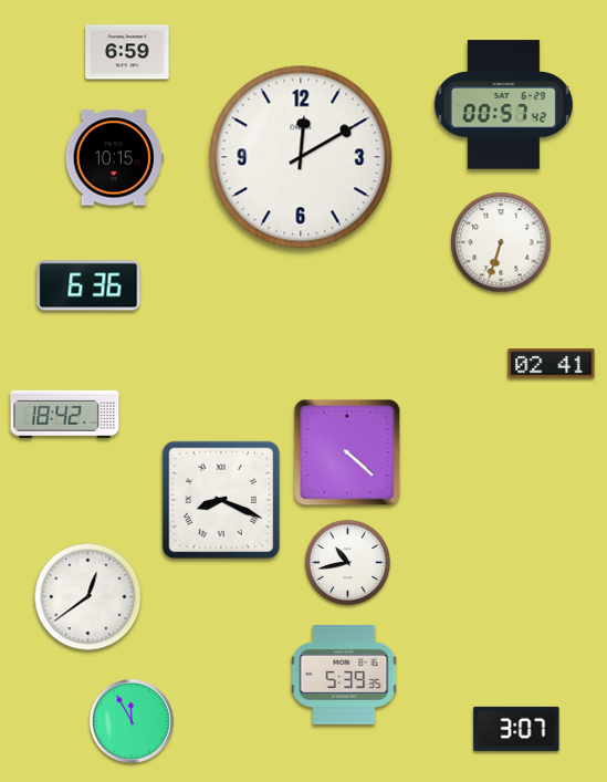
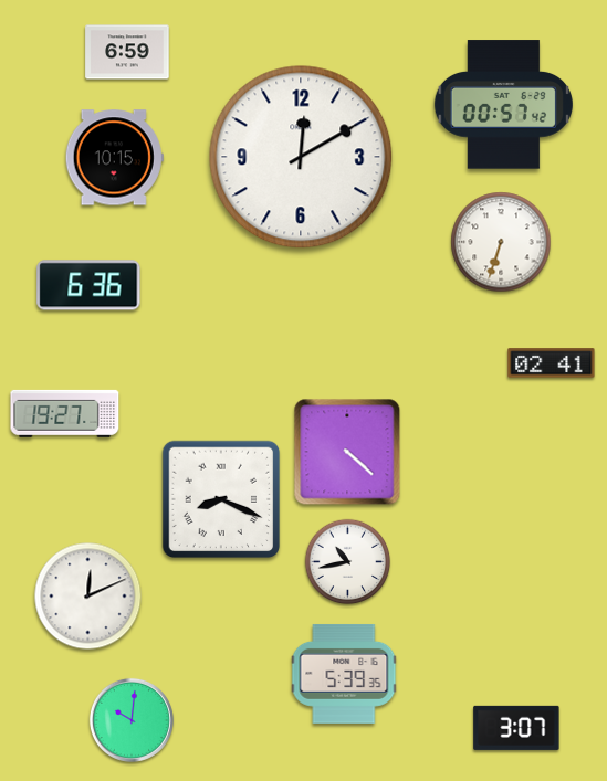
clock at (65, 414): 18:42 -> 19:27
clock at (88, 597): 12:39 -> 12:11
clock at (132, 721): 11:55 -> 10:01
